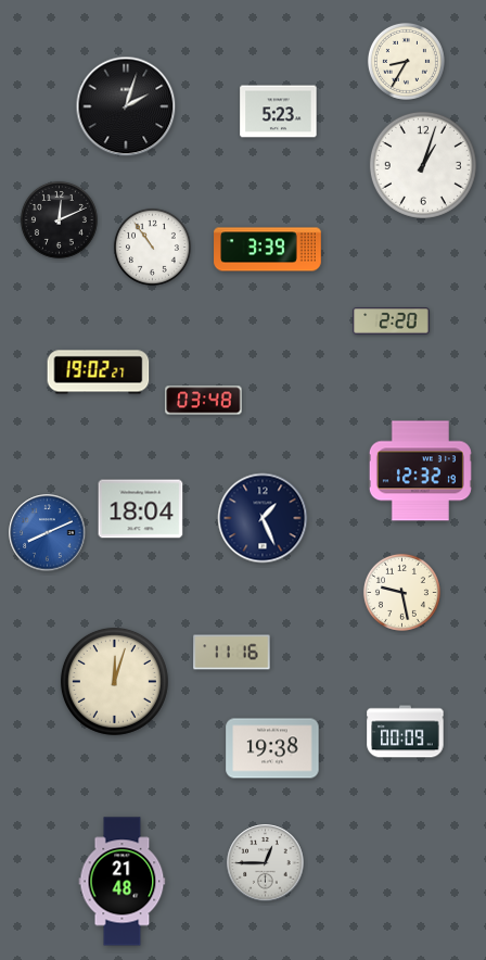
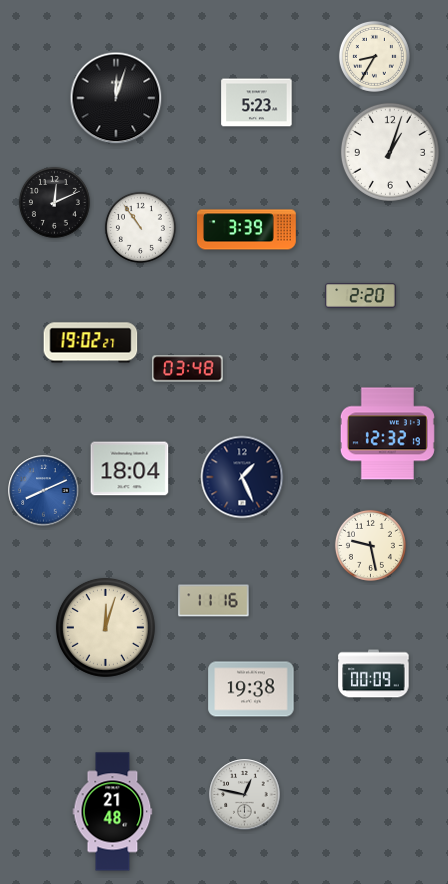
clock at (126, 106): 2:03 -> 12:03
clock at (266, 863): 12:45 -> 12:47
